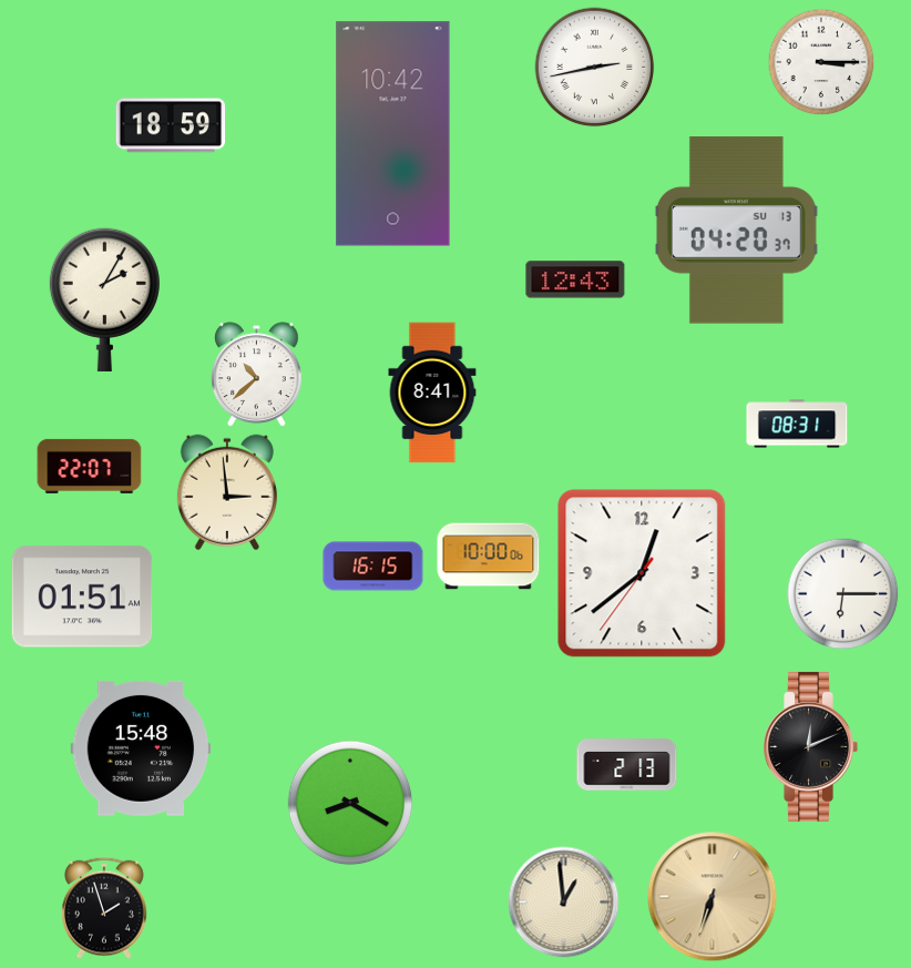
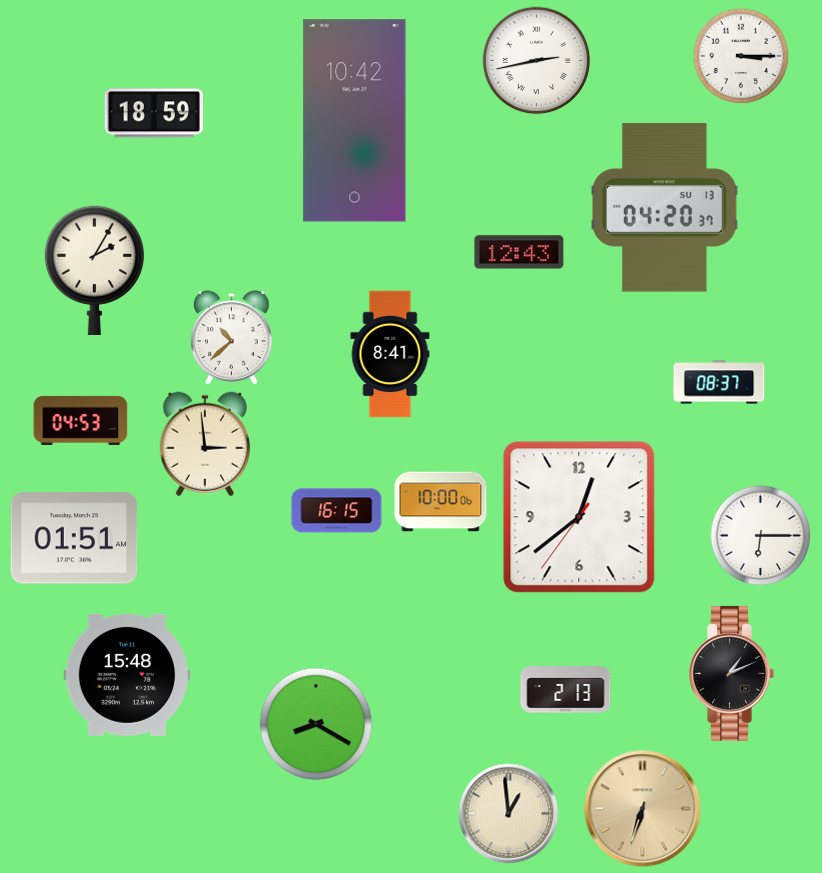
clock at (797, 424): 08:31 -> 08:37
clock at (90, 466): 22:07 -> 04:53
clock at (810, 746): 12:11 -> 1:11
clock at (105, 908): 1:57 -> none
